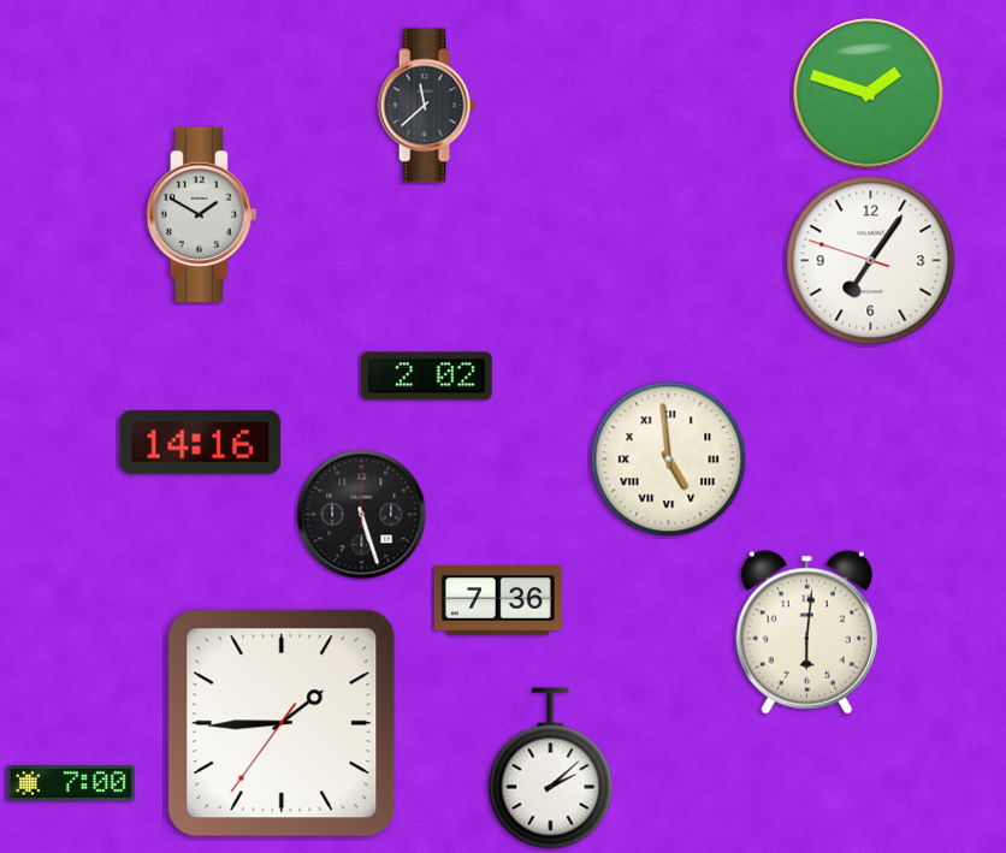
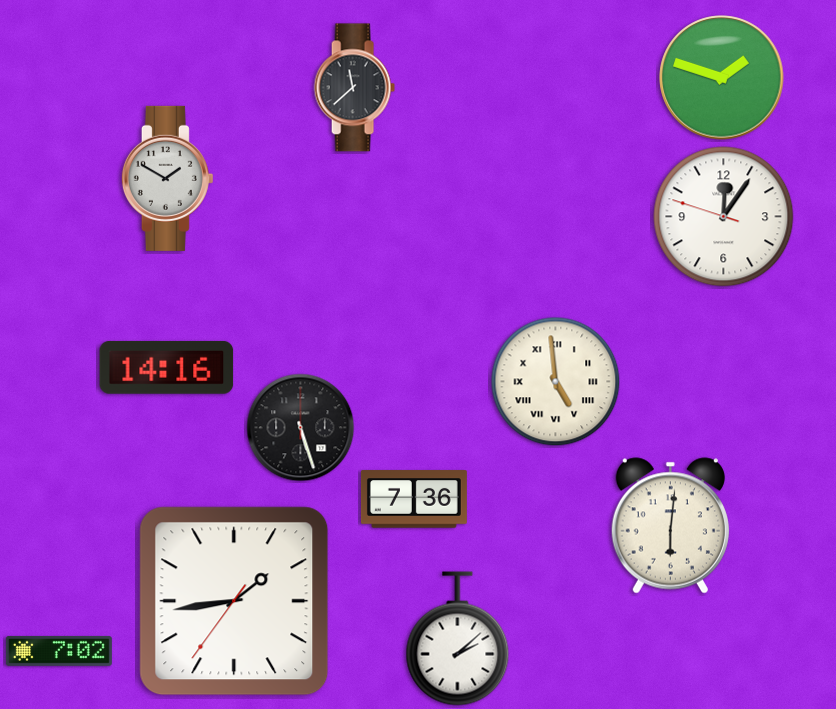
clock at (871, 261): 7:05 -> 12:05
clock at (426, 377): 2:02 -> none
clock at (282, 723): 1:44 -> 1:43
clock at (71, 783): 7:00 -> 7:02
